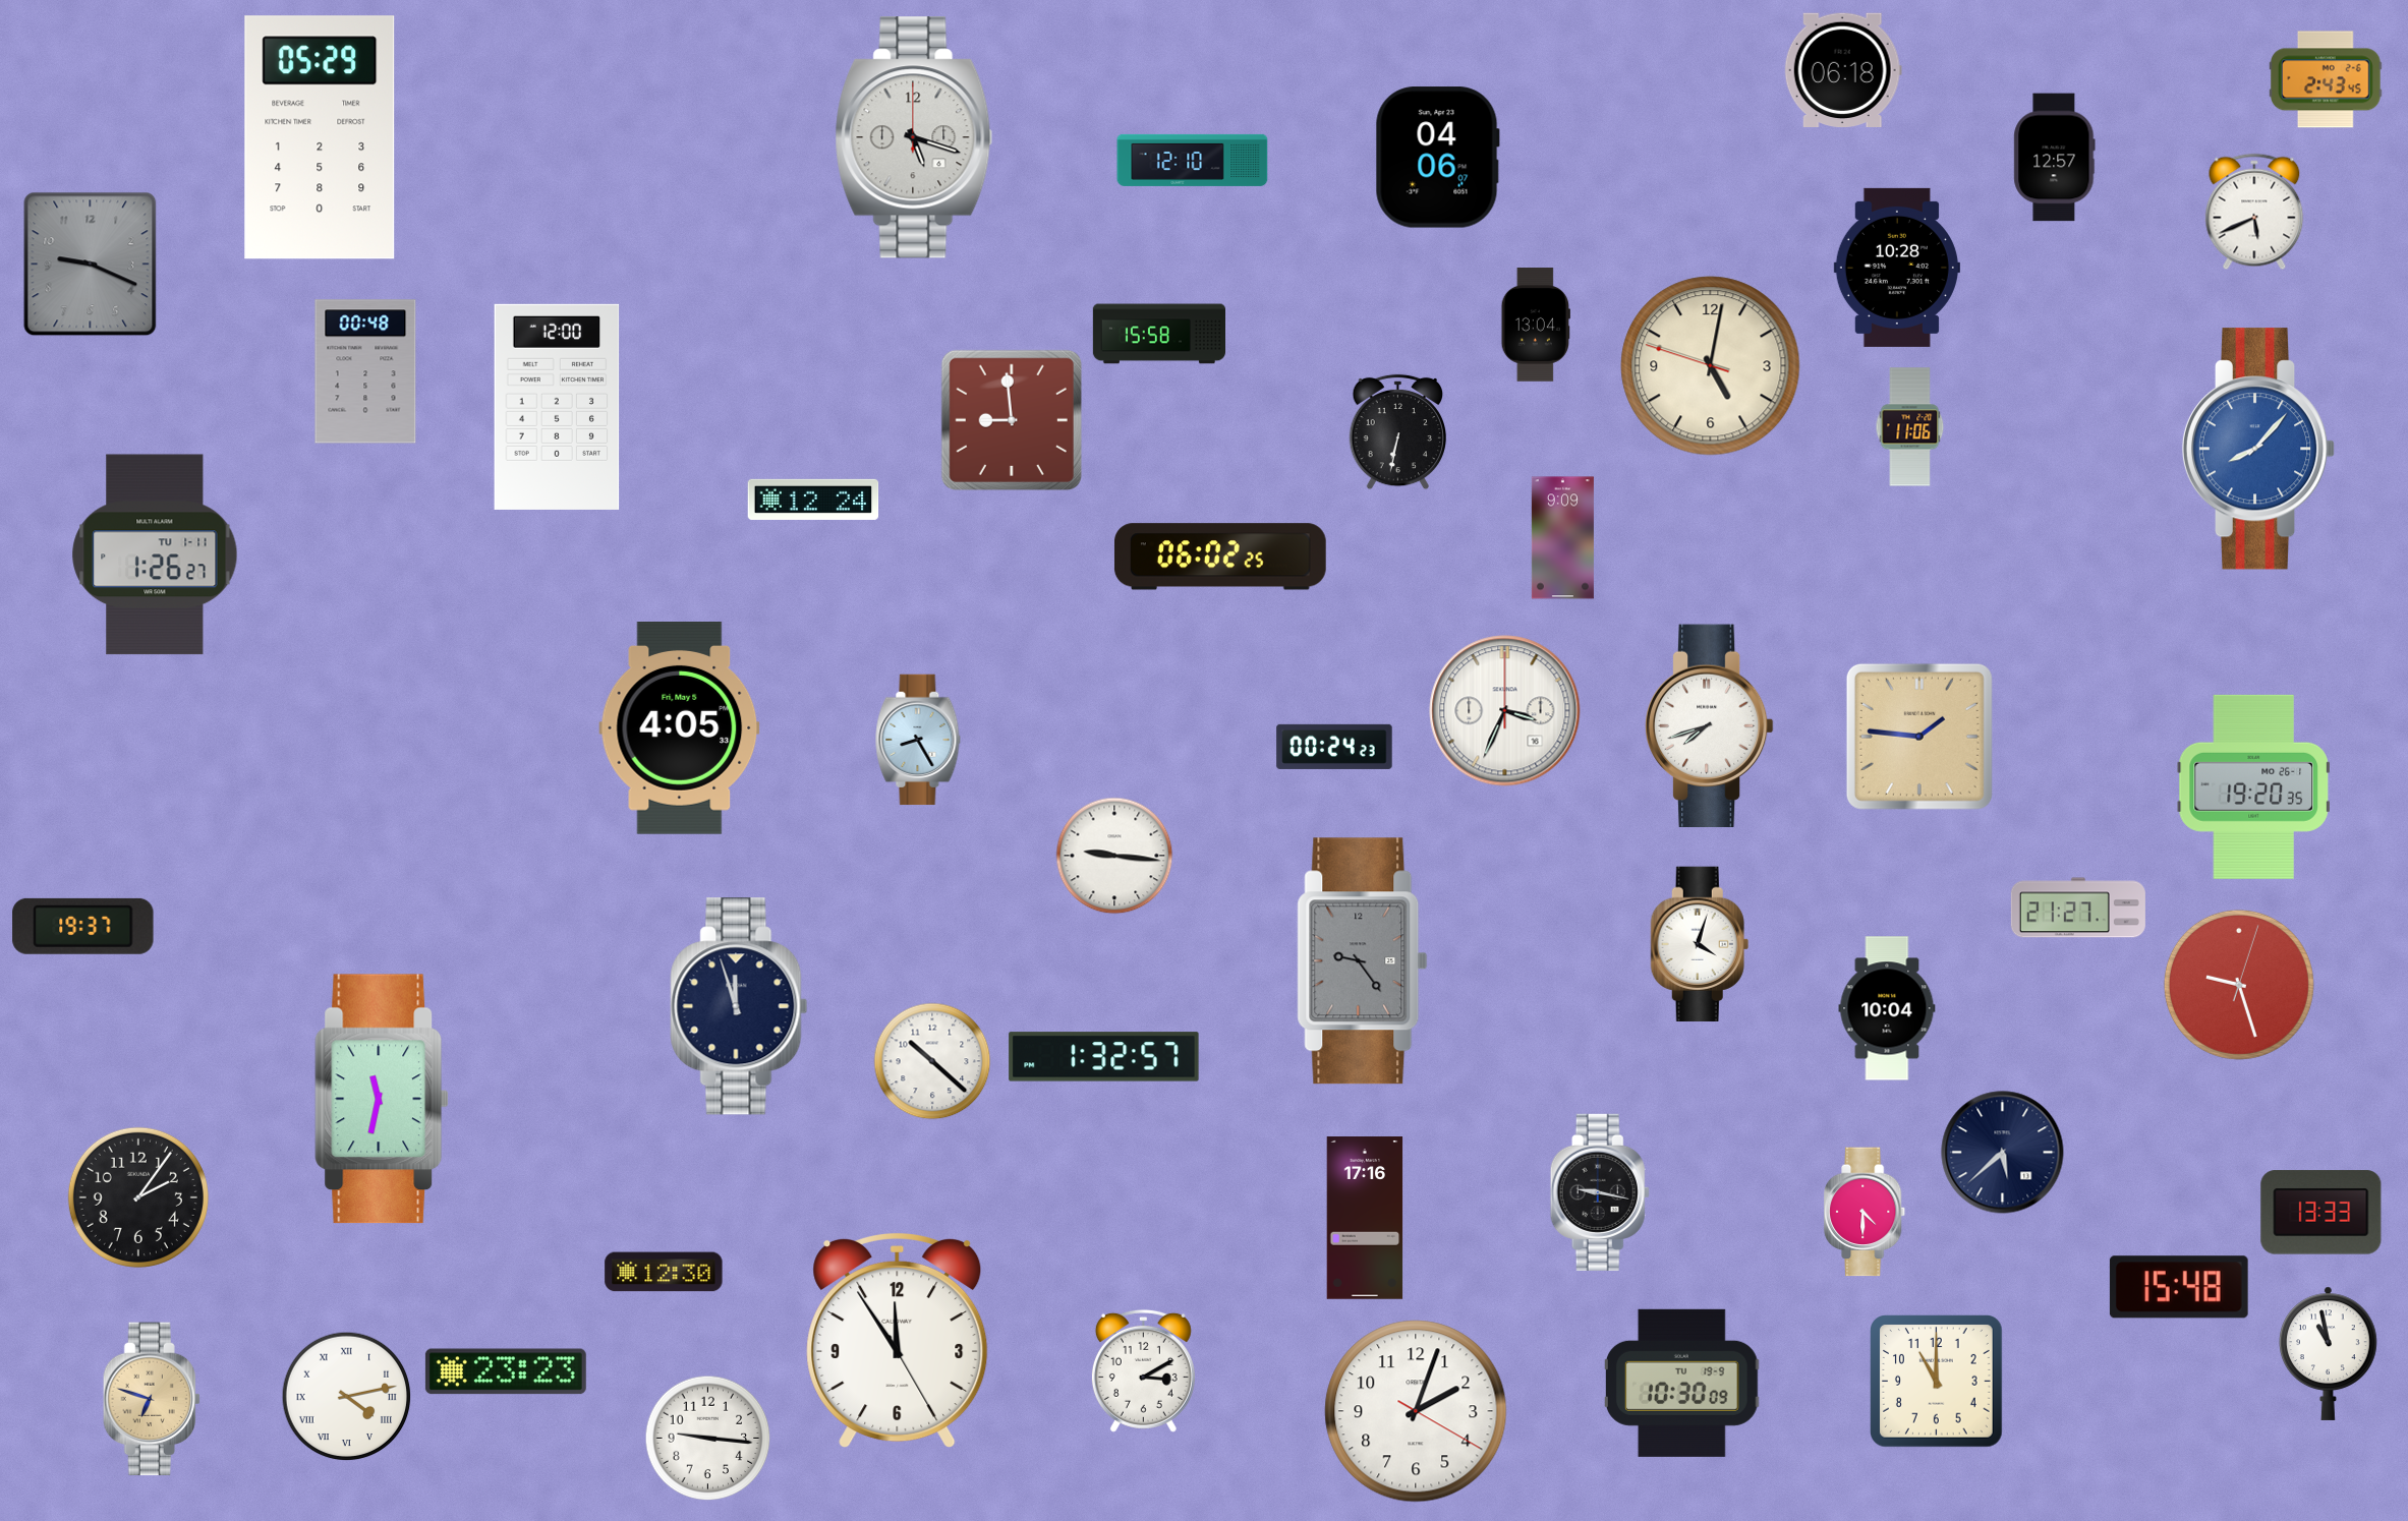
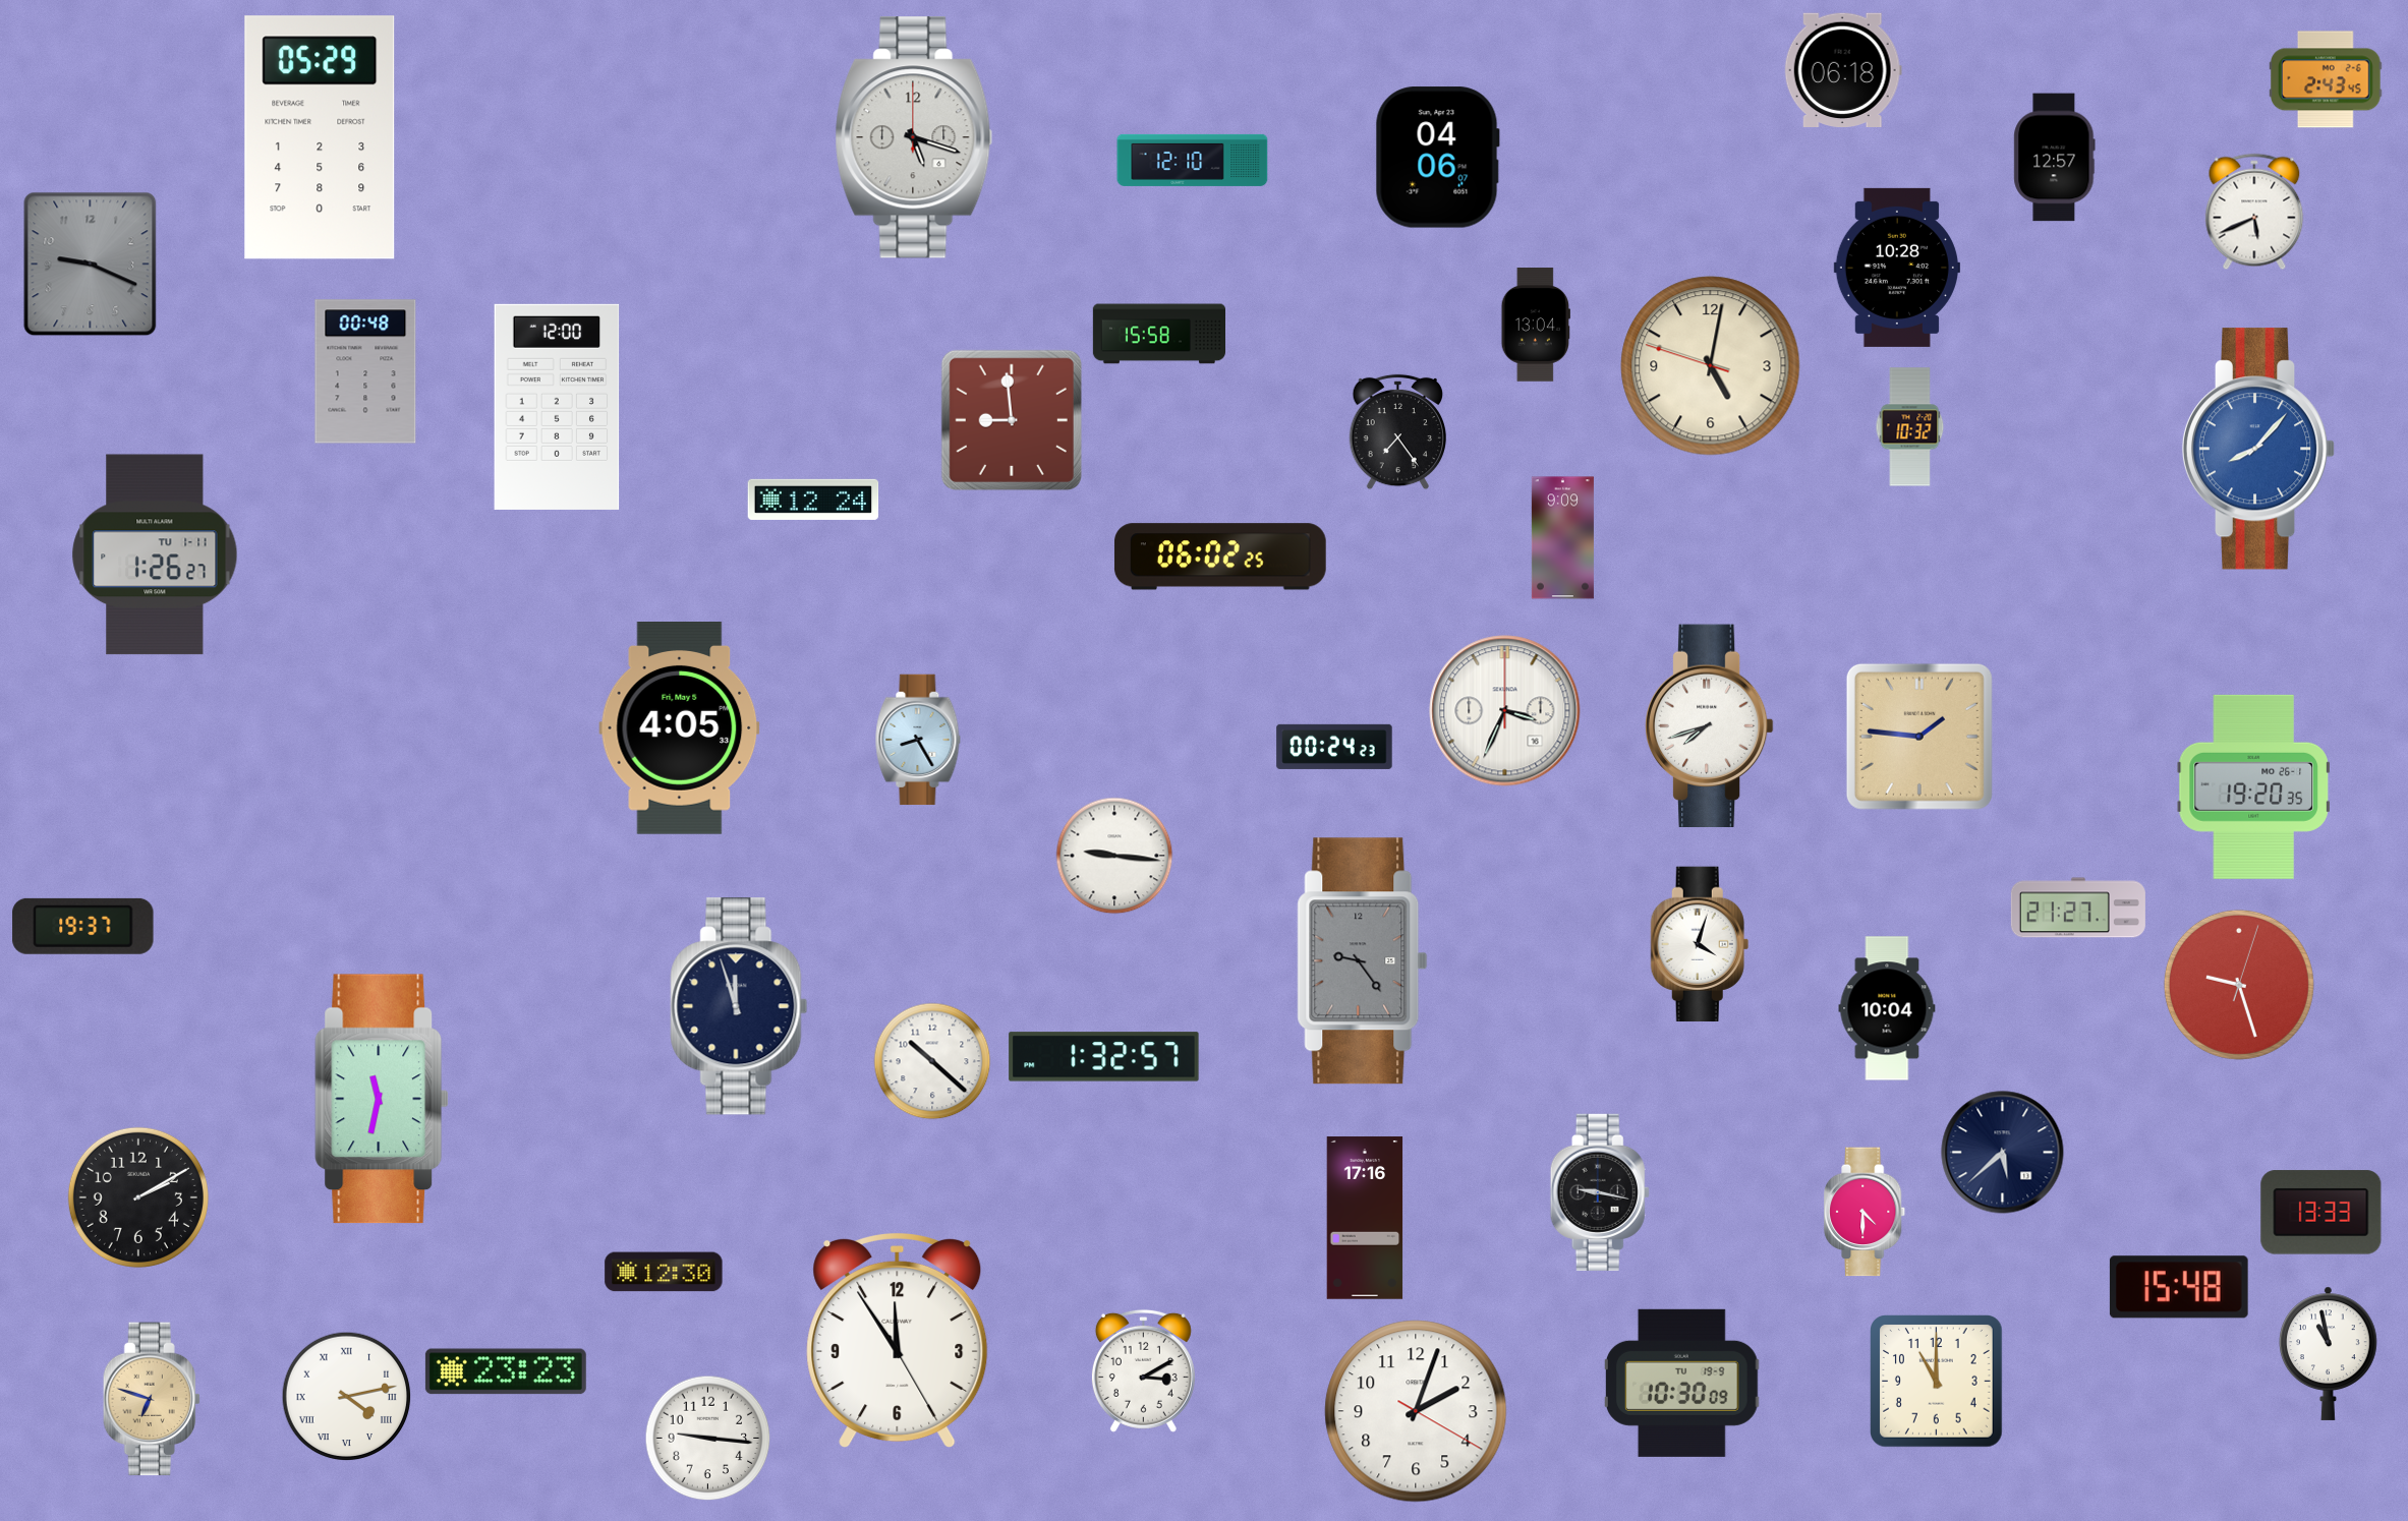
clock at (1910, 427): 11:06 -> 10:32
clock at (1397, 432): 6:32 -> 7:24
clock at (138, 1197): 2:06 -> 2:10
